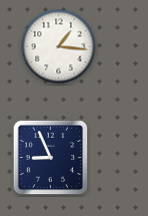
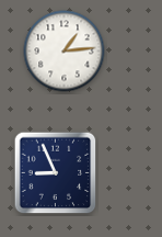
clock at (59, 47): 1:16 -> 1:14
